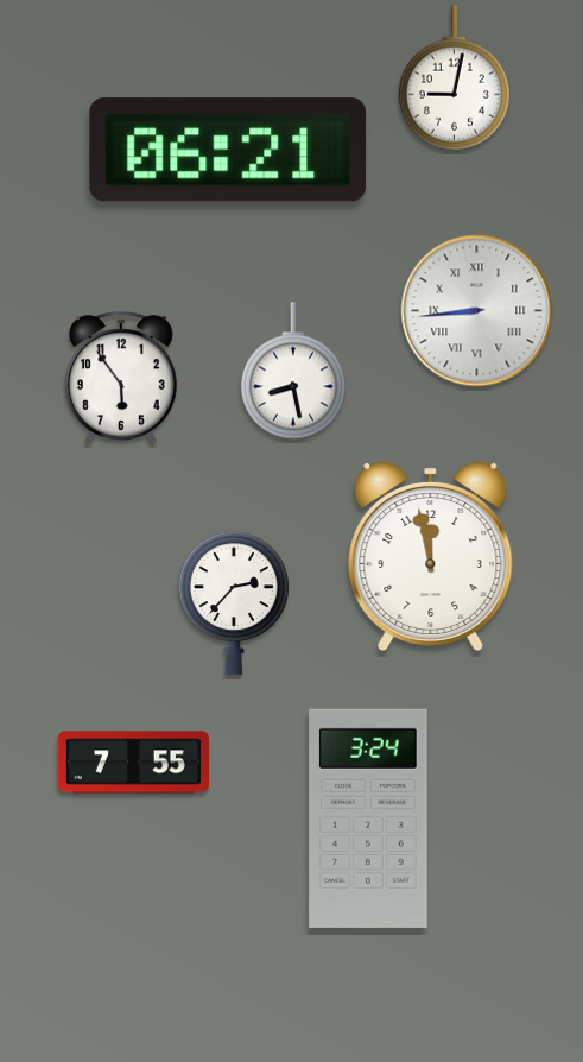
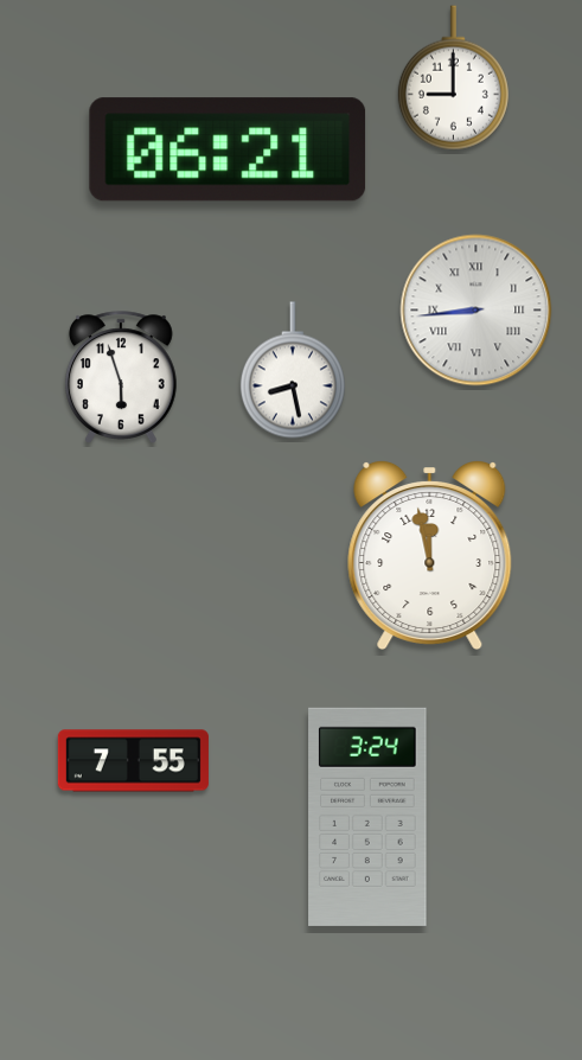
clock at (454, 78): 9:02 -> 9:00
clock at (121, 378): 5:54 -> 5:57
clock at (234, 603): 2:37 -> none
